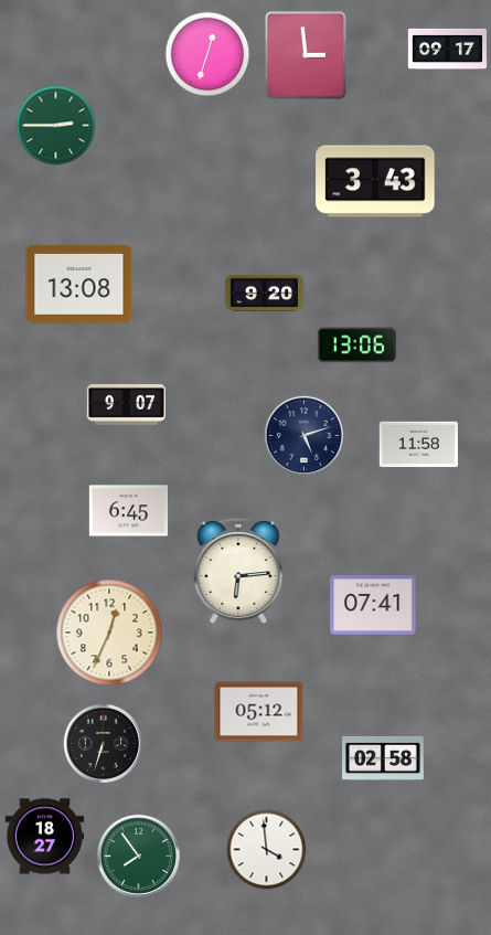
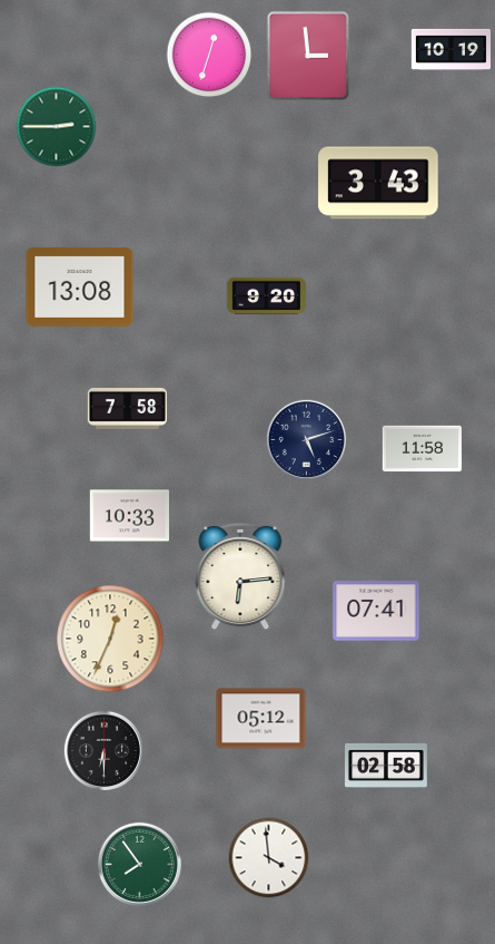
clock at (448, 49): 09:17 -> 10:19
clock at (356, 346): 13:06 -> none
clock at (126, 404): 9:07 -> 7:58
clock at (128, 511): 6:45 -> 10:33
clock at (104, 744): 6:33 -> 6:30
clock at (44, 837): 18:27 -> none
